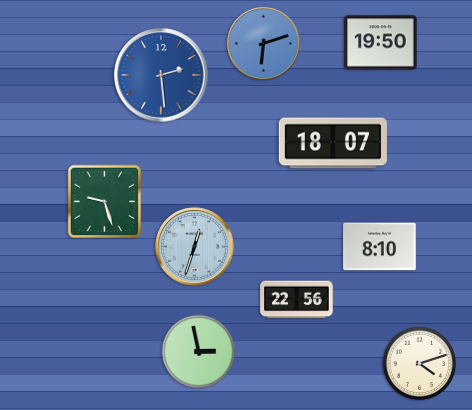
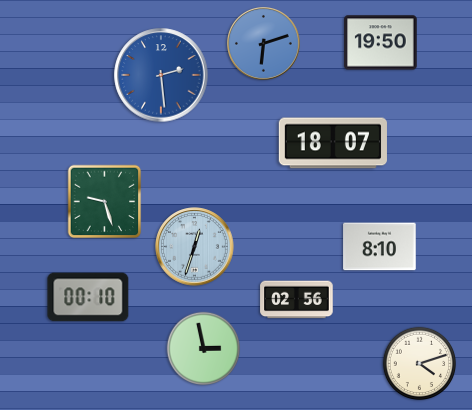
clock at (88, 297): none -> 00:10
clock at (297, 300): 22:56 -> 02:56
clock at (199, 352) position: (199, 352) -> (204, 349)
